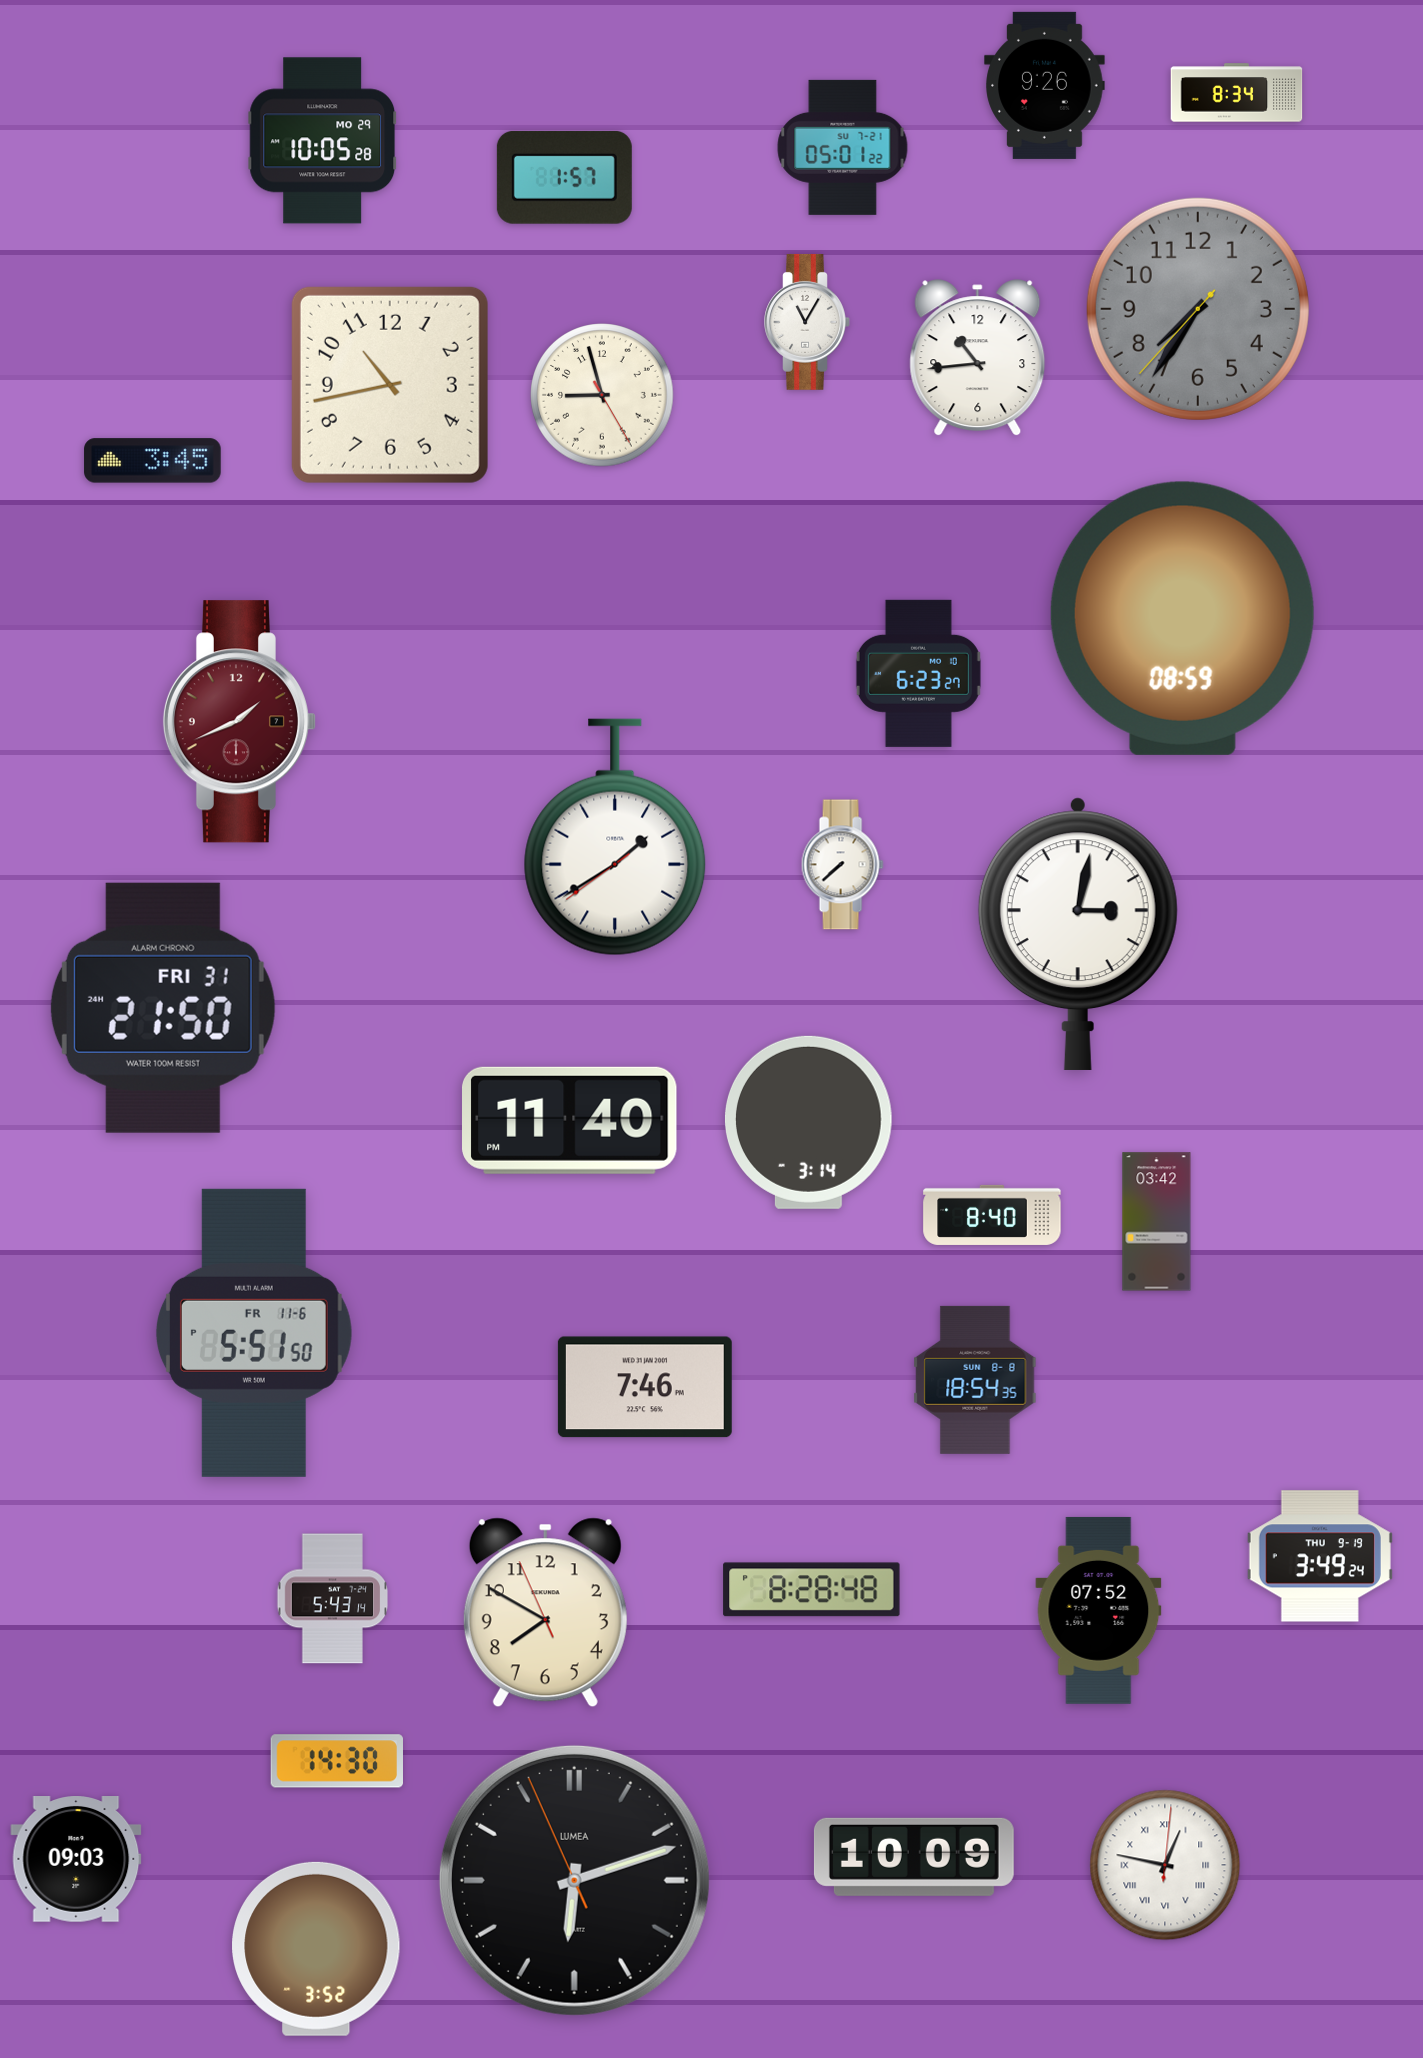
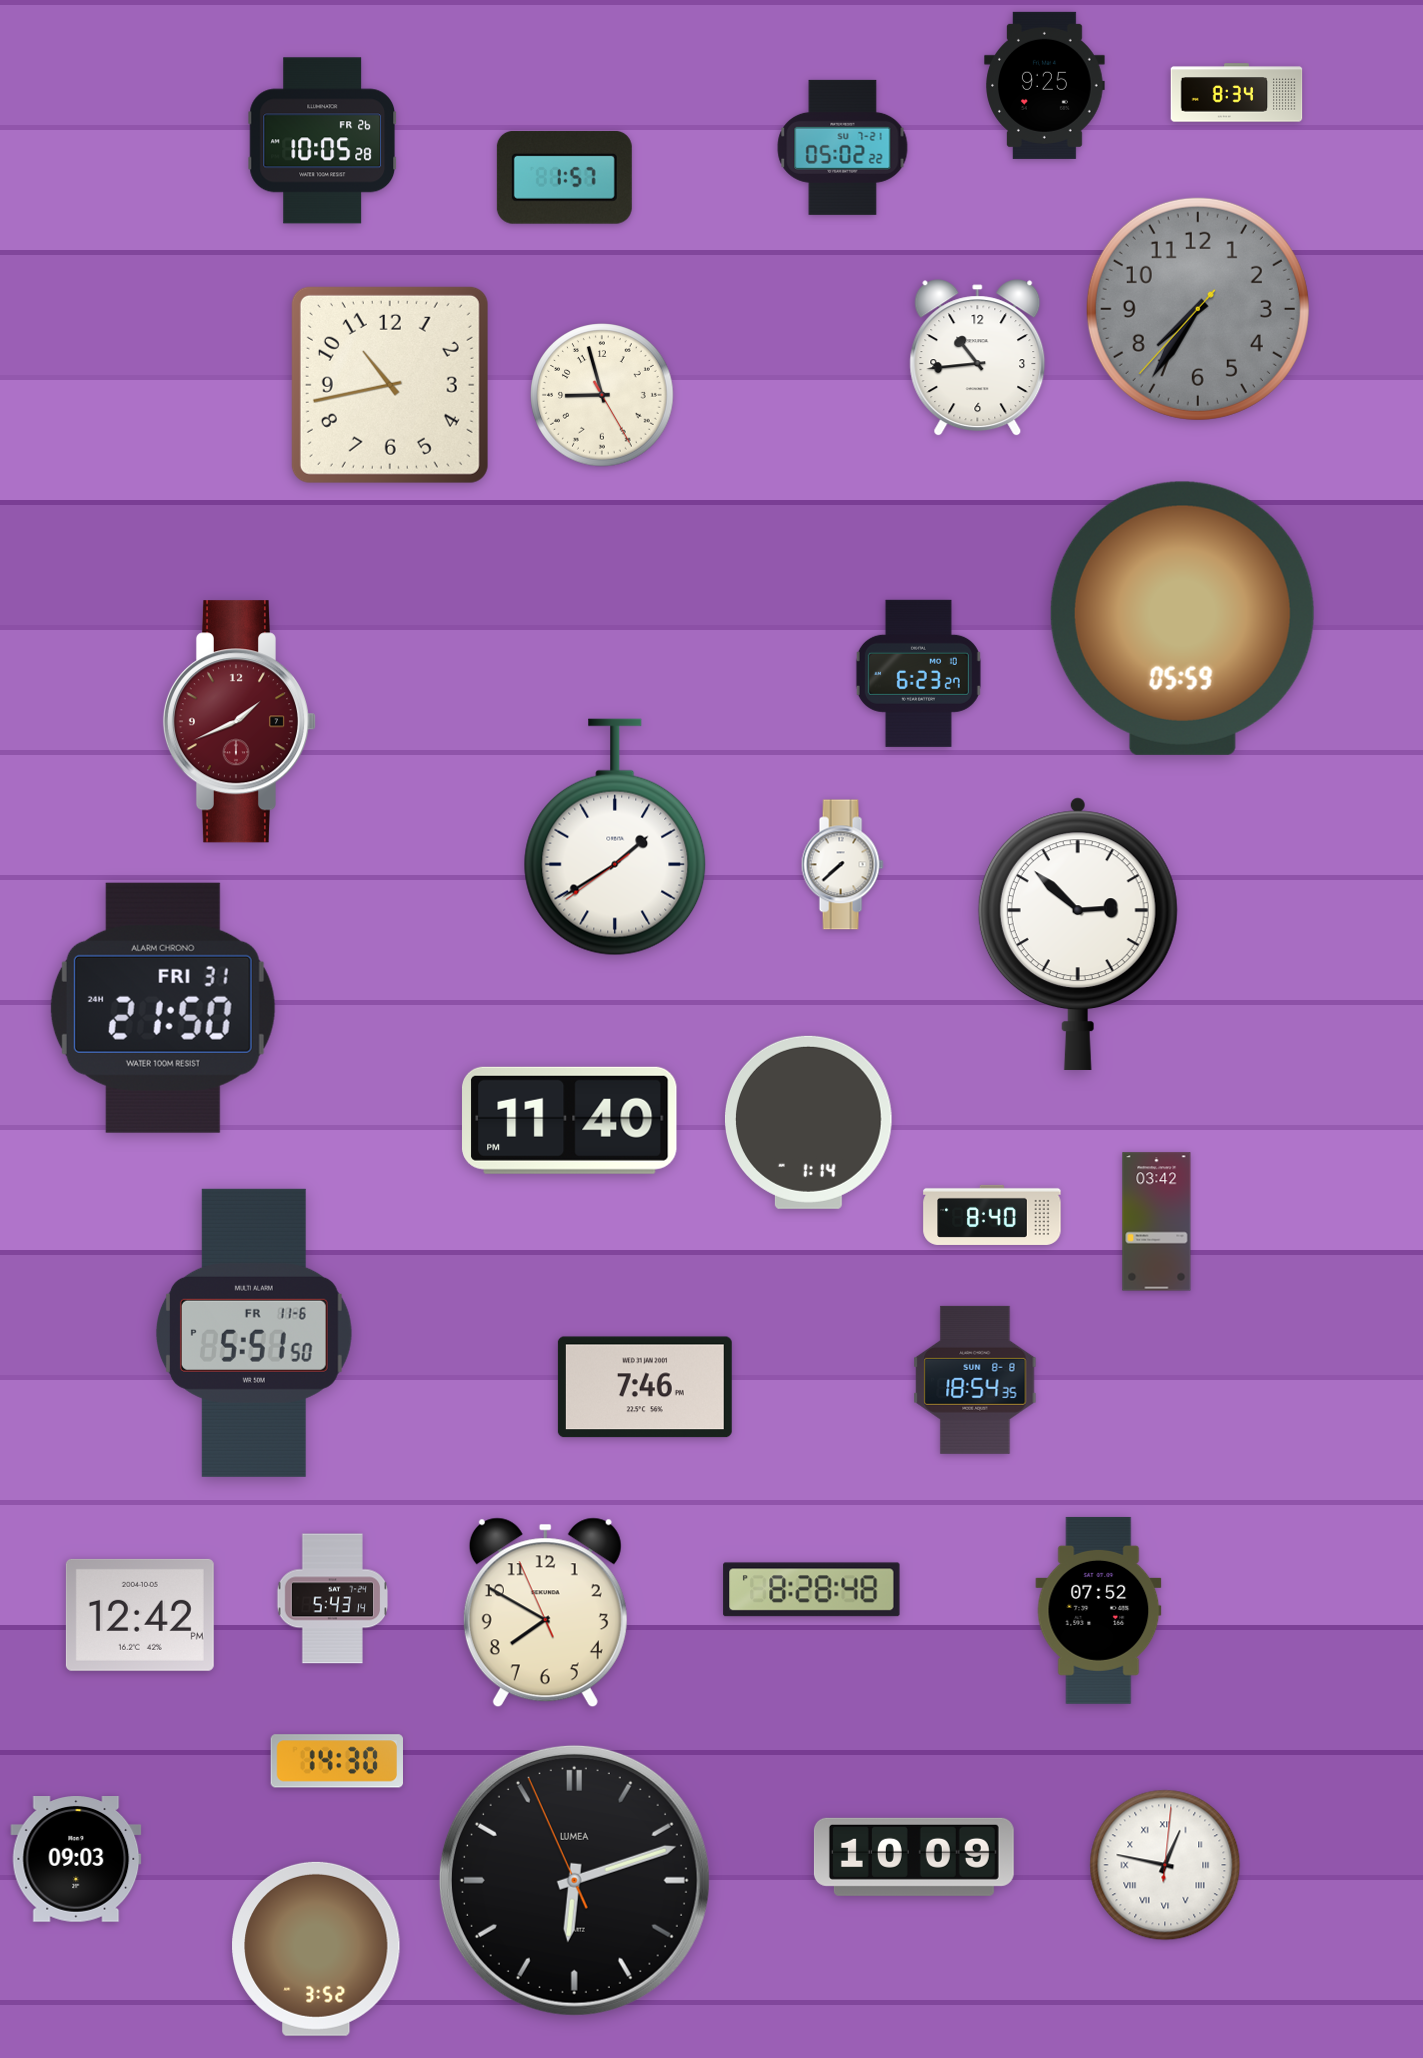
clock at (1045, 85): 9:26 -> 9:25
clock at (323, 141) date: MO 29 -> FR 26
clock at (843, 147): 05:01 -> 05:02
clock at (807, 322): 11:05 -> none
clock at (153, 461): 3:45 -> none
clock at (1182, 618): 08:59 -> 05:59
clock at (1078, 934): 3:02 -> 2:52
clock at (808, 1122): 3:14 -> 1:14
clock at (1320, 1556): 3:49 -> none
clock at (140, 1615): none -> 12:42
